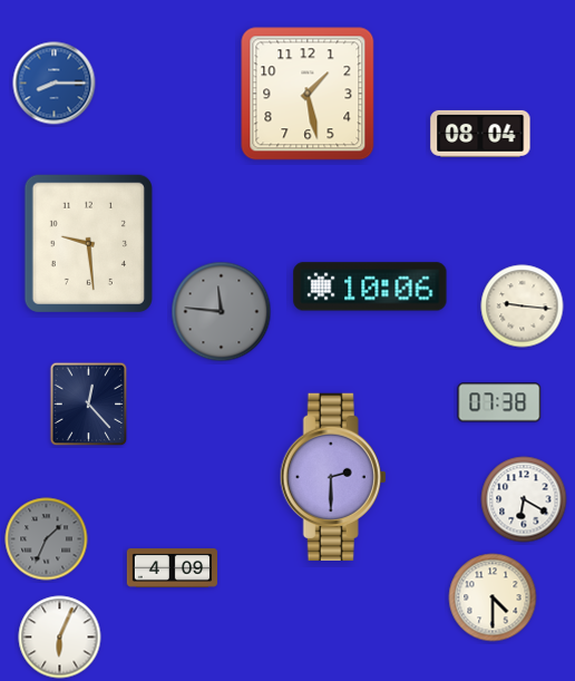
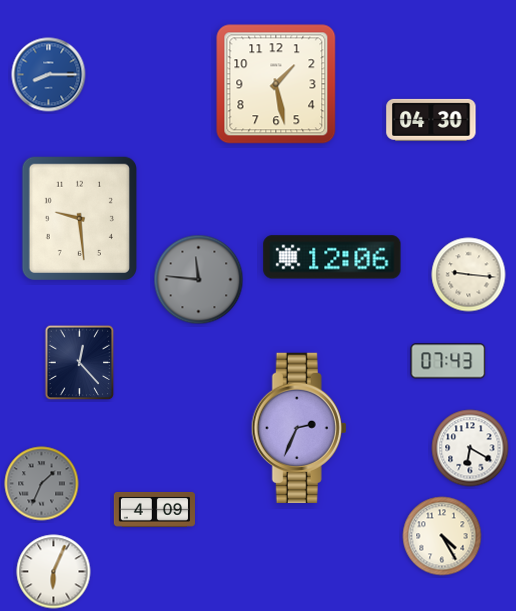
clock at (480, 134): 08:04 -> 04:30
clock at (370, 286): 10:06 -> 12:06
clock at (499, 402): 07:38 -> 07:43
clock at (333, 477): 2:30 -> 2:34
clock at (493, 597): 4:30 -> 4:25
